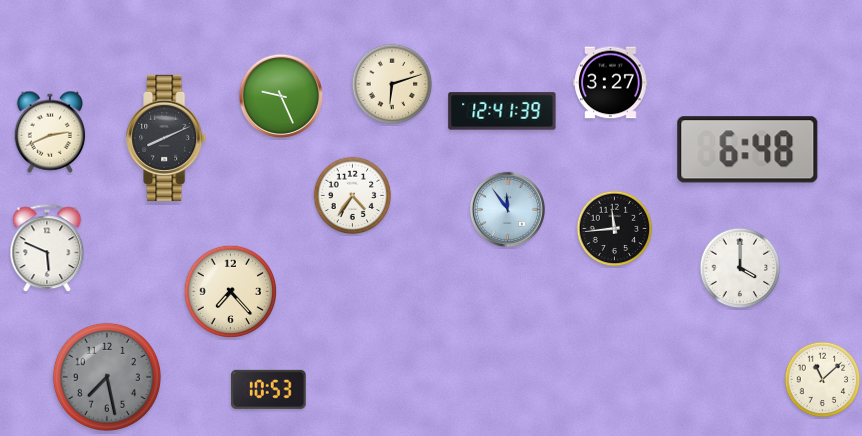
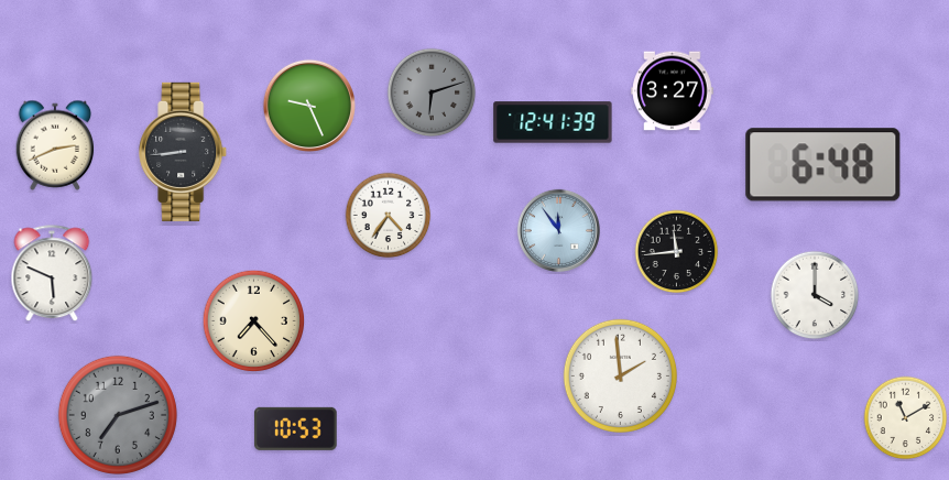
clock at (392, 84) dial: cream -> grey
clock at (167, 138): 8:11 -> 8:44
clock at (620, 375): none -> 1:59
clock at (107, 377): 7:28 -> 7:12
clock at (823, 380): 11:08 -> 11:10
